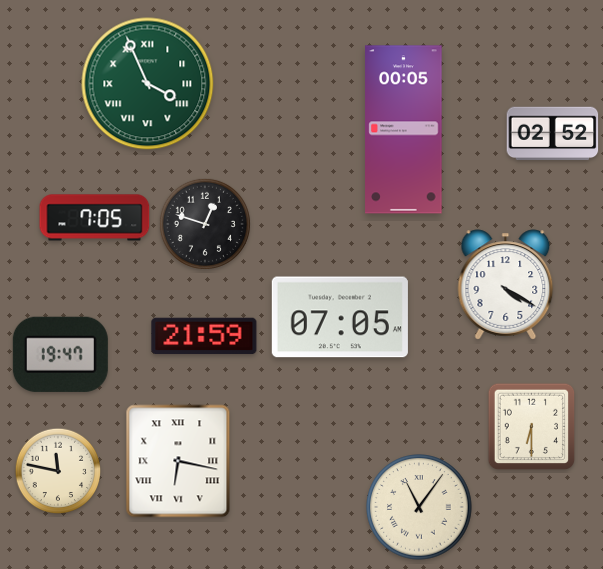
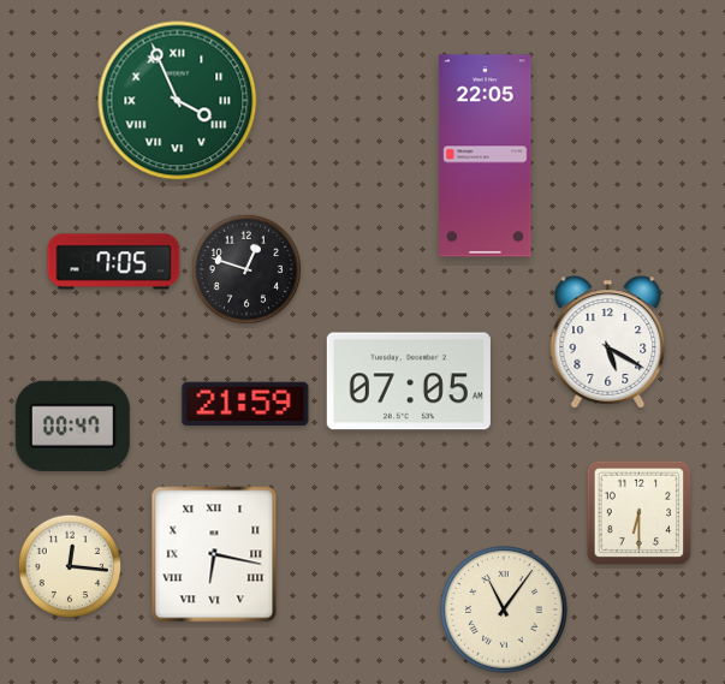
clock at (404, 130): 00:05 -> 22:05
clock at (553, 134): 02:52 -> none
clock at (506, 285): 4:20 -> 5:20
clock at (60, 354): 19:47 -> 00:47
clock at (58, 471): 11:47 -> 12:16
